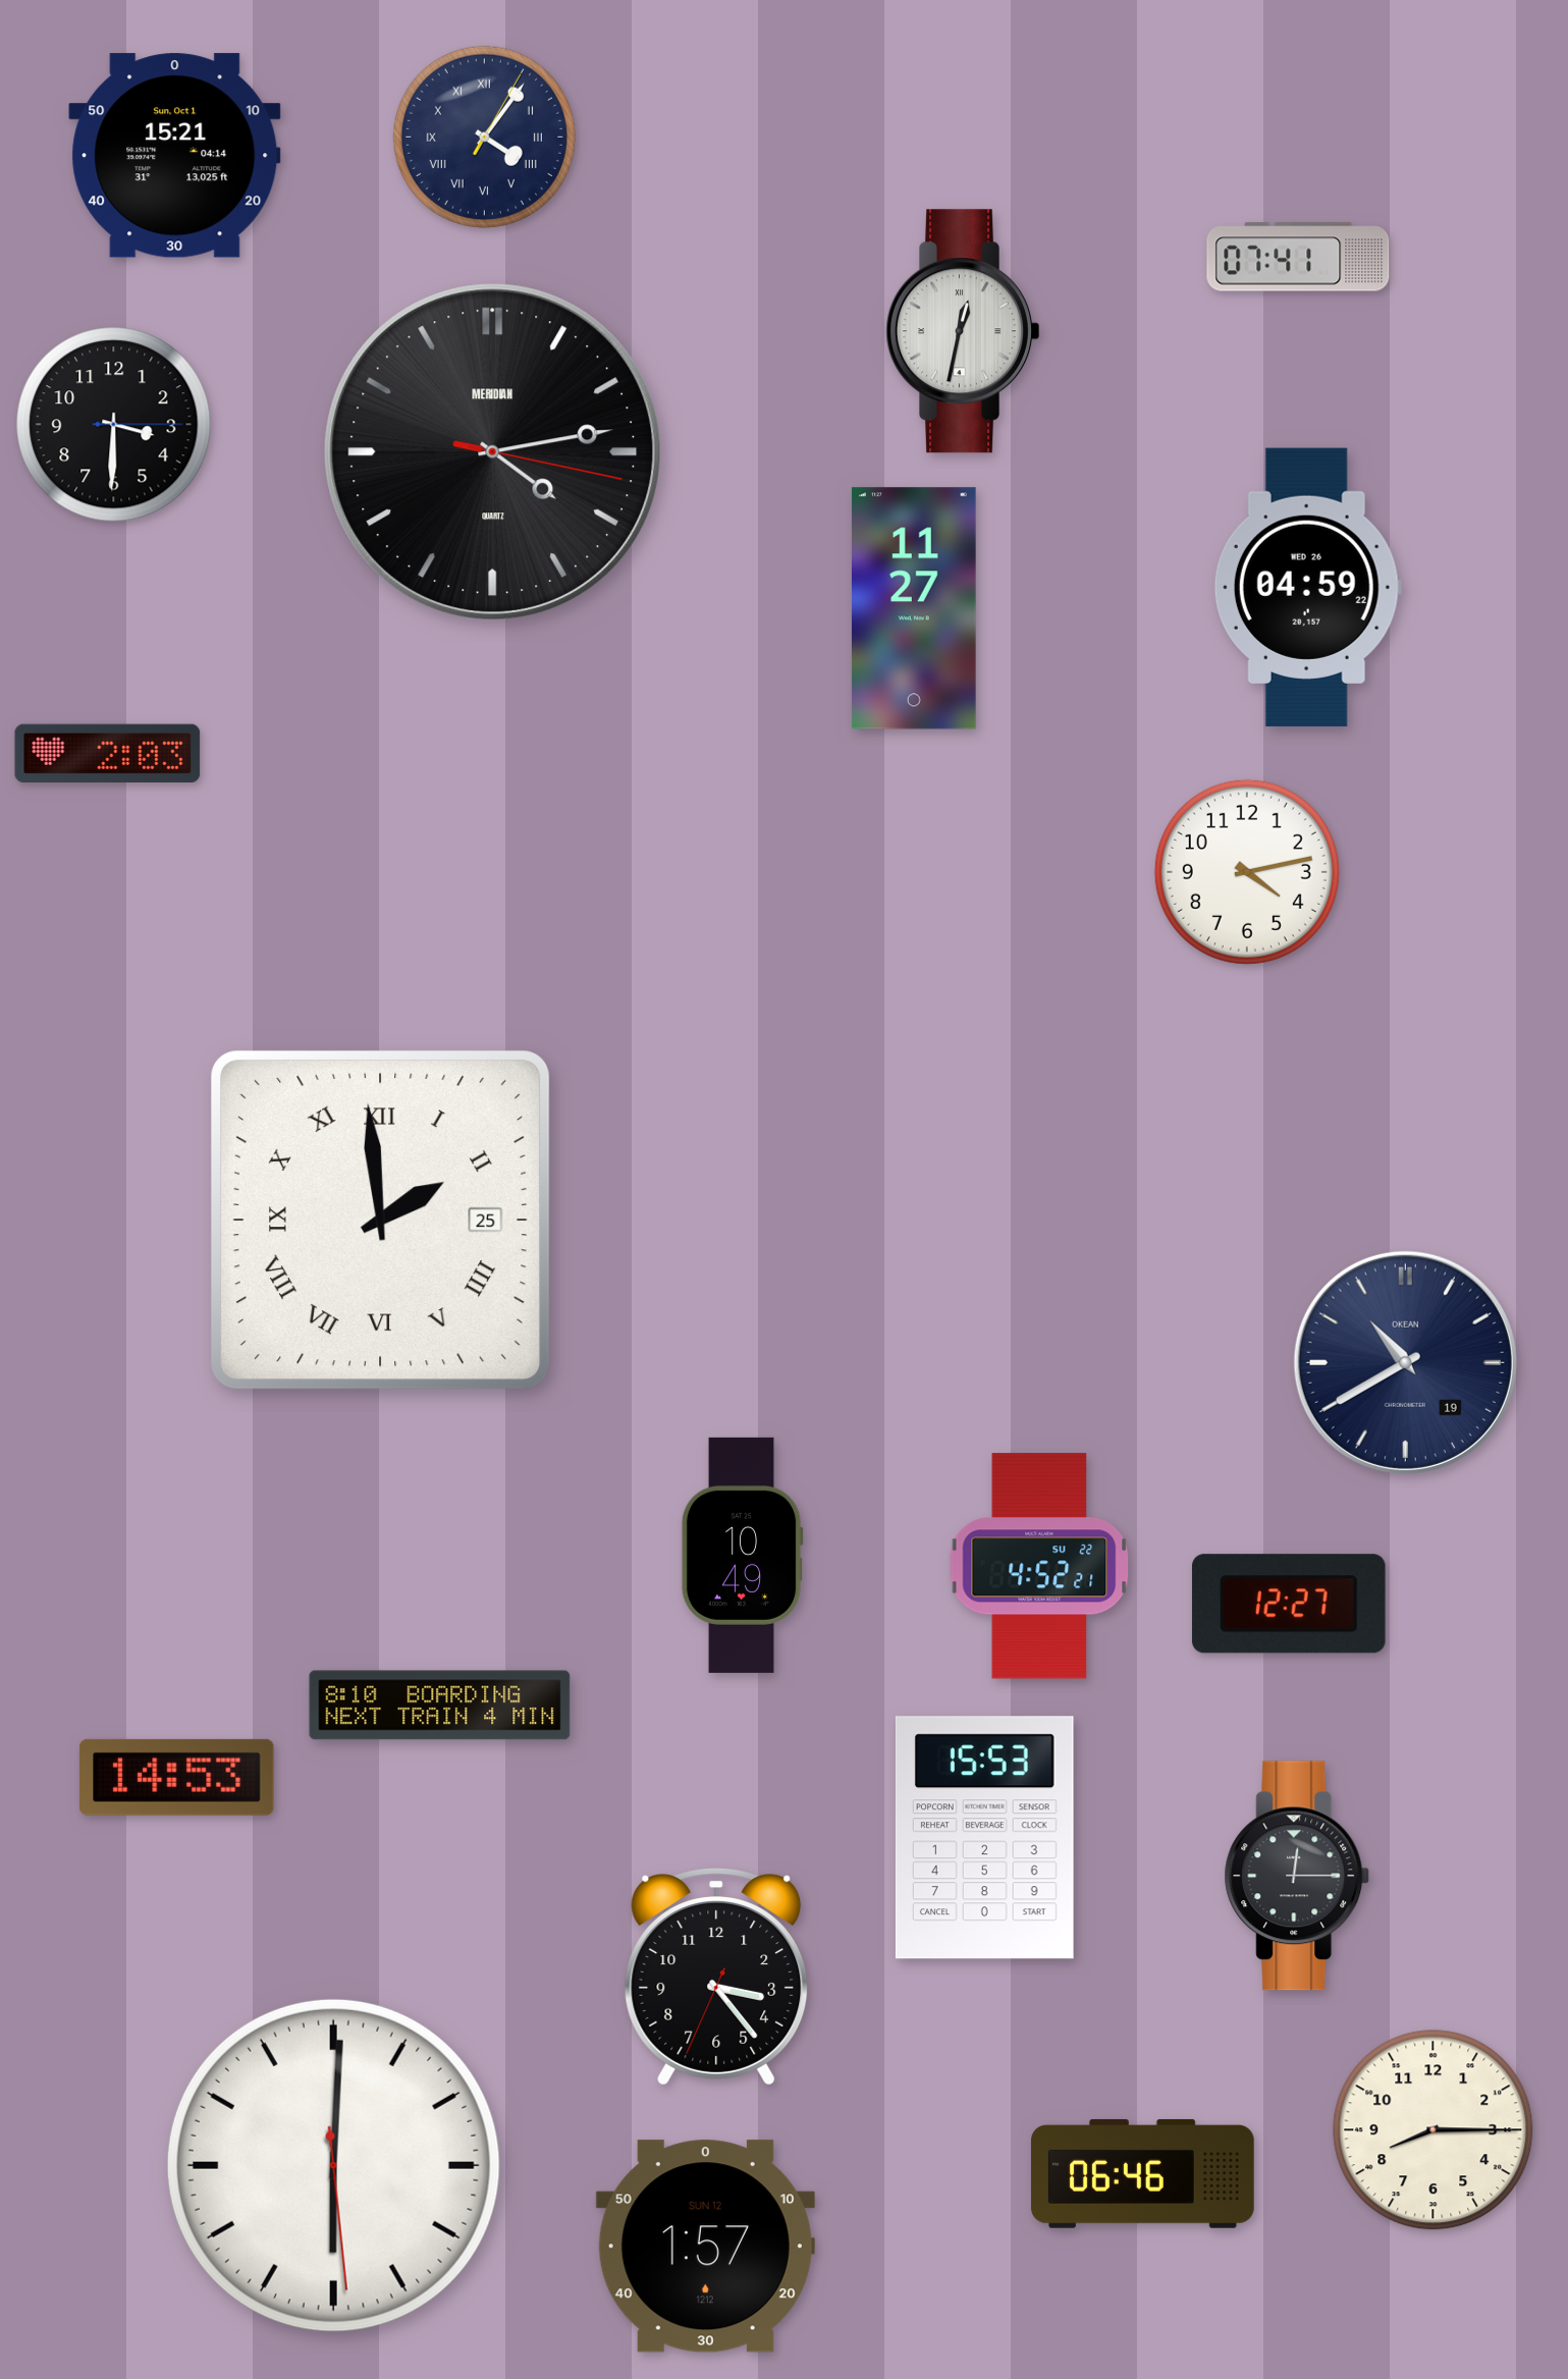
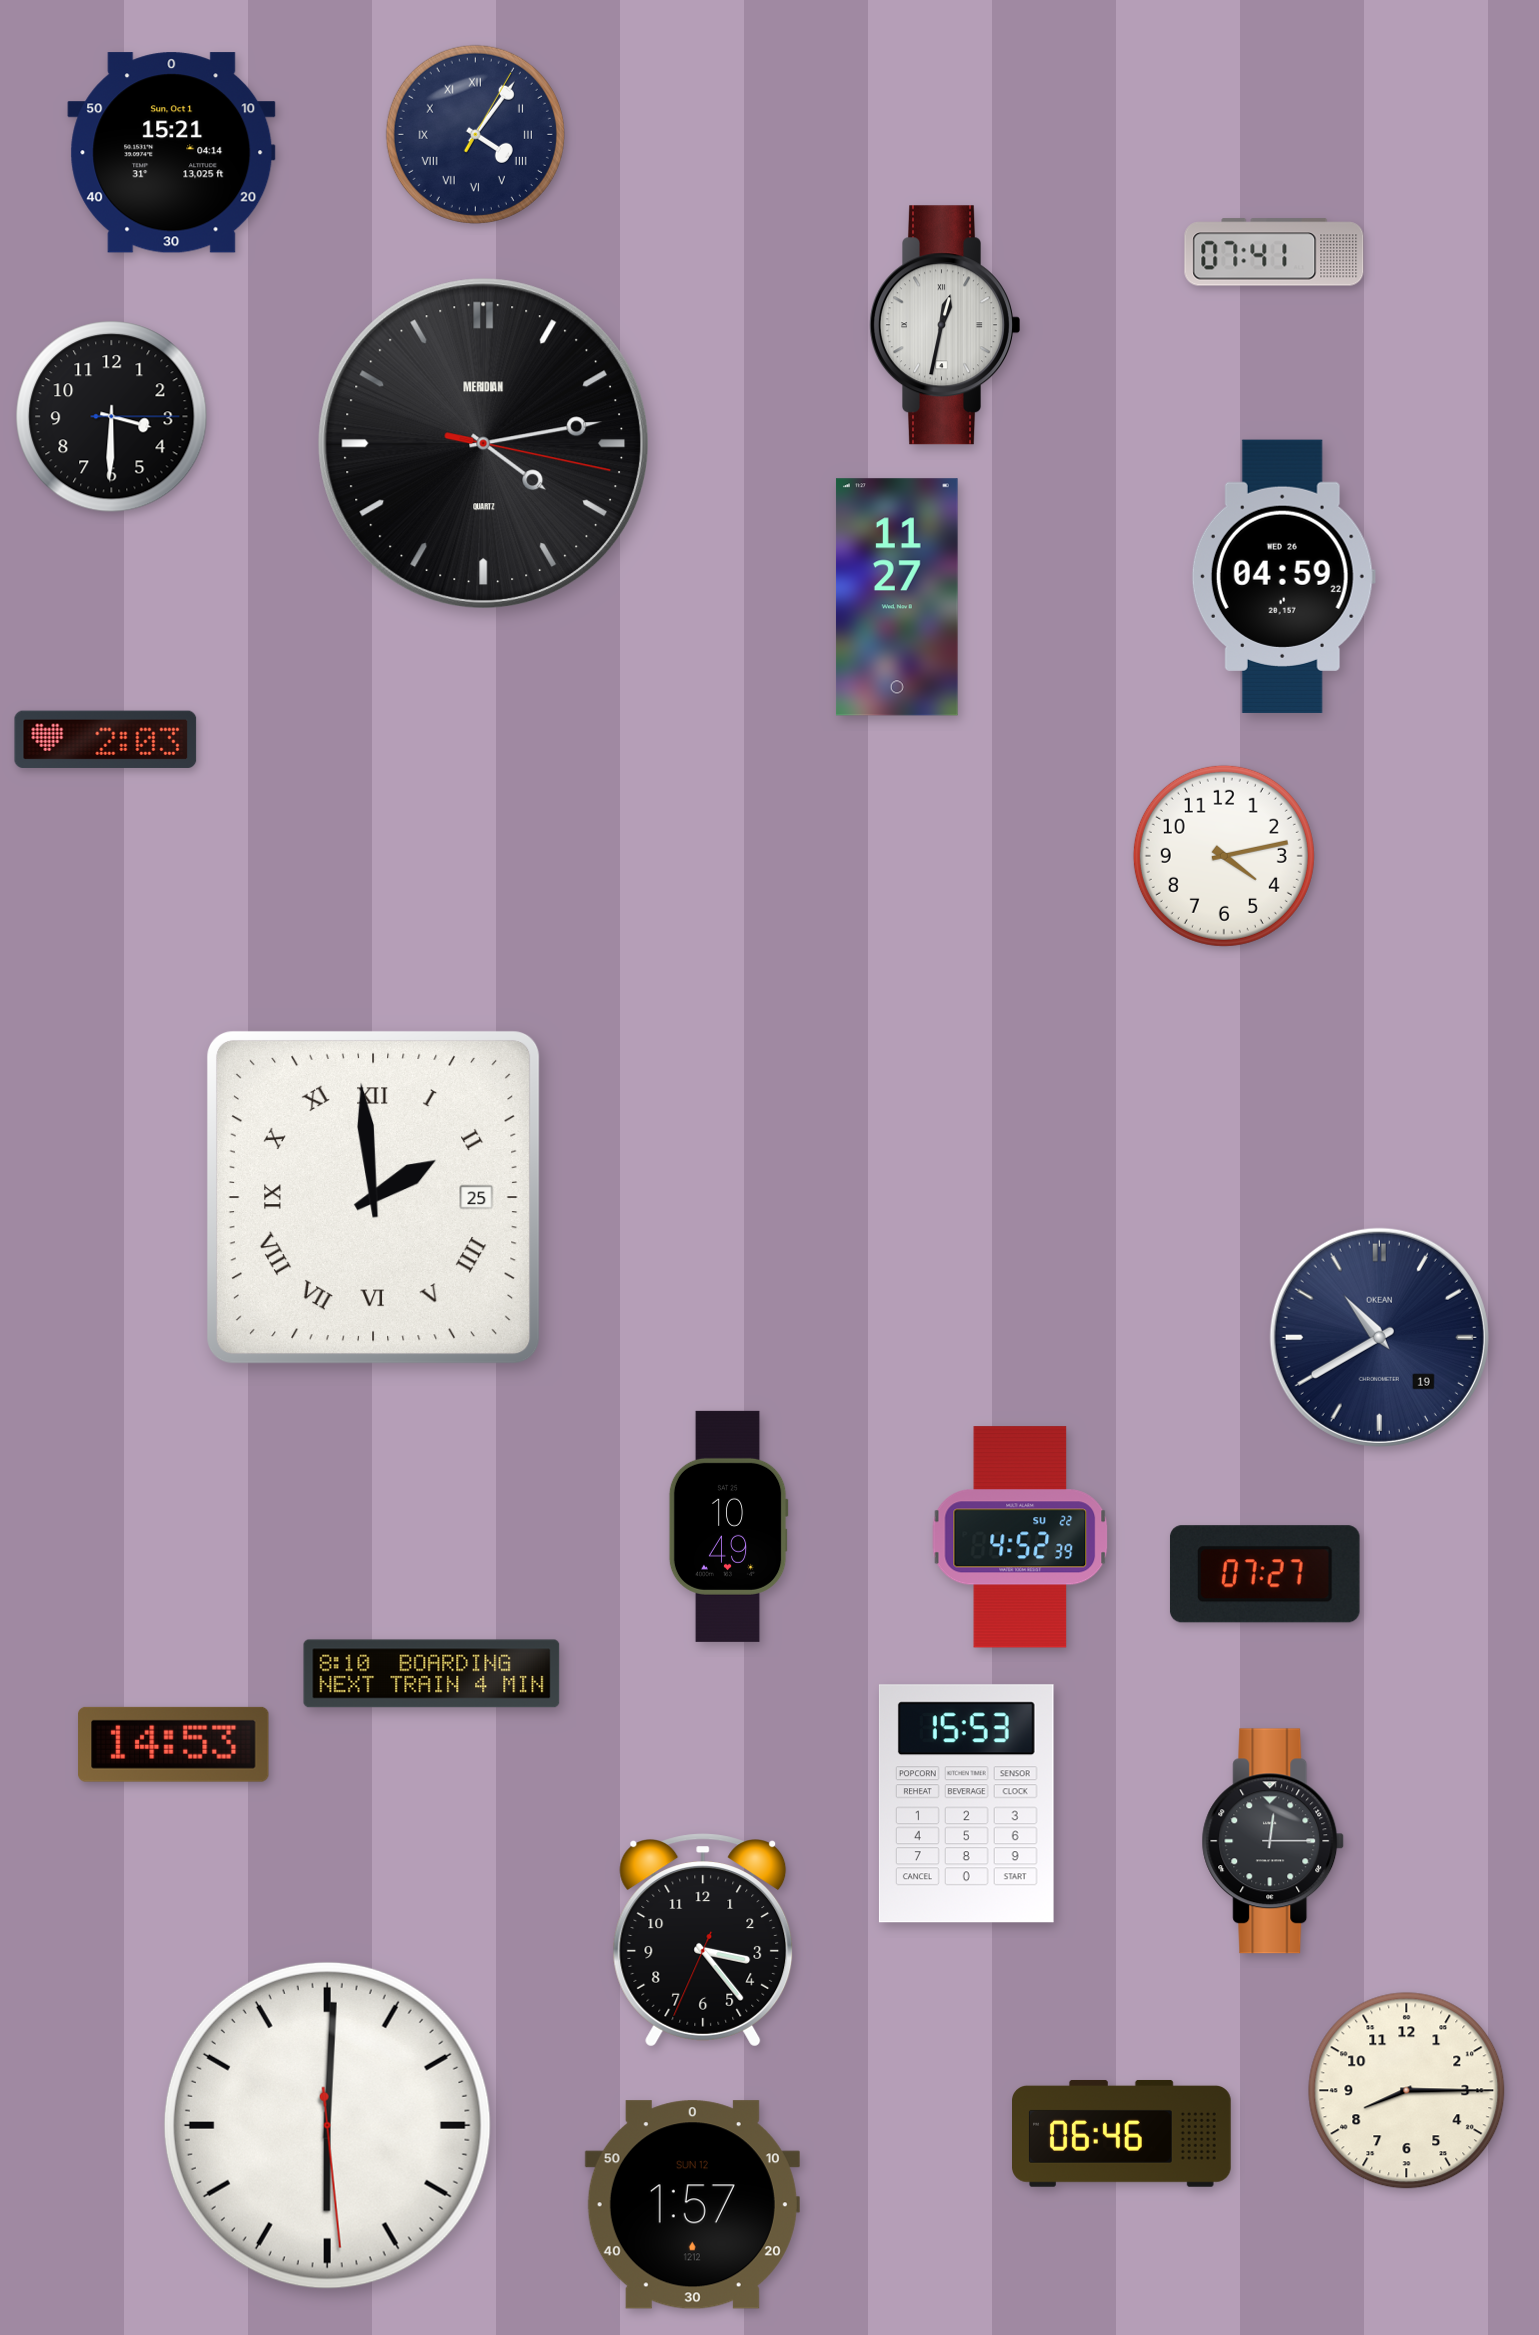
clock at (1039, 1566): 4:52:21 -> 4:52:39
clock at (1289, 1604): 12:27 -> 07:27
